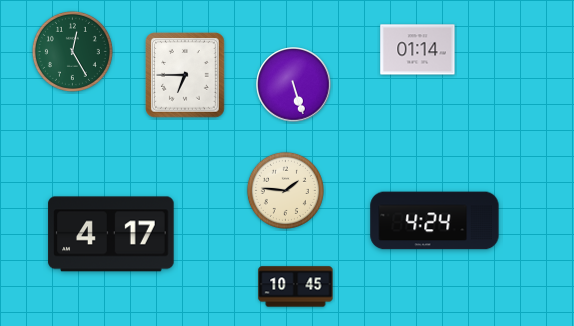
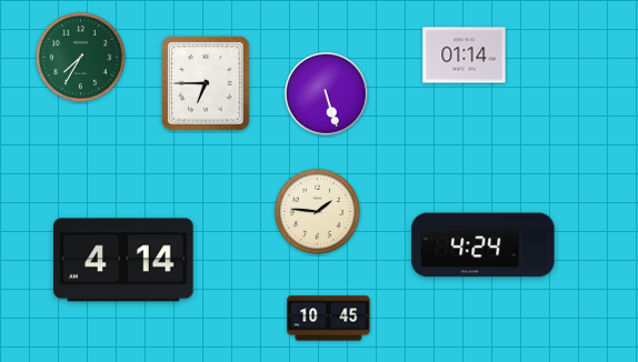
clock at (72, 51): 12:25 -> 7:35
clock at (111, 234): 4:17 -> 4:14
